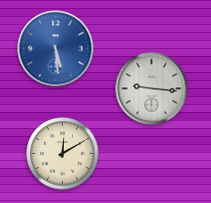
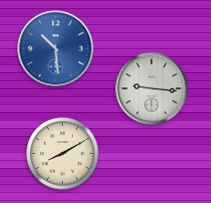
clock at (56, 49): 5:29 -> 10:29
clock at (63, 154): 12:10 -> 8:10
